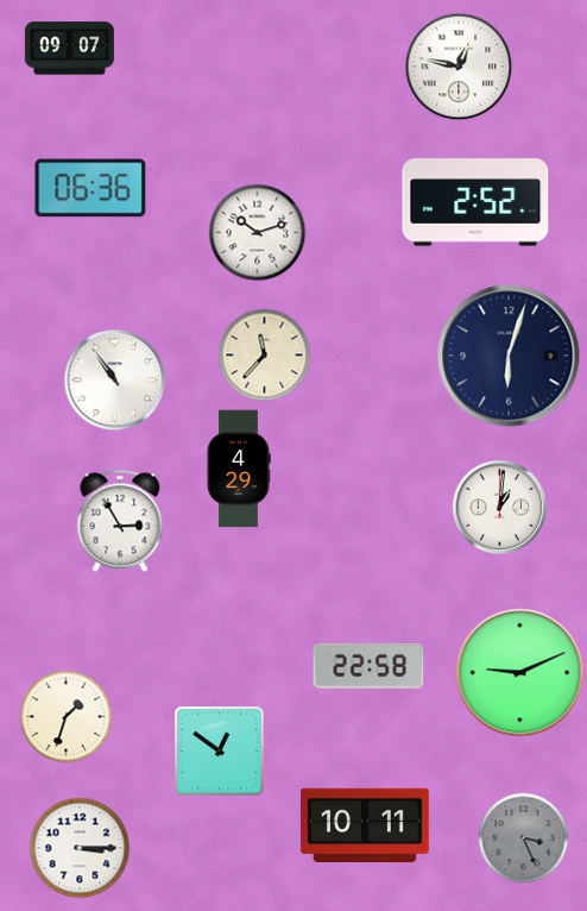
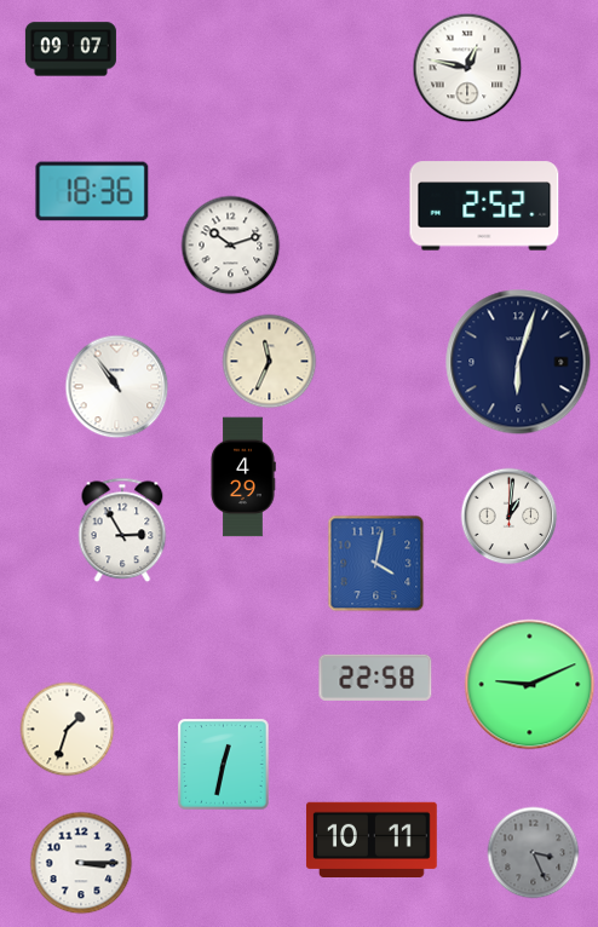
clock at (90, 188): 06:36 -> 18:36
clock at (258, 233) position: (258, 233) -> (231, 246)
clock at (265, 356): 11:37 -> 11:34
clock at (376, 564): none -> 4:02
clock at (220, 752): 12:51 -> 12:32
